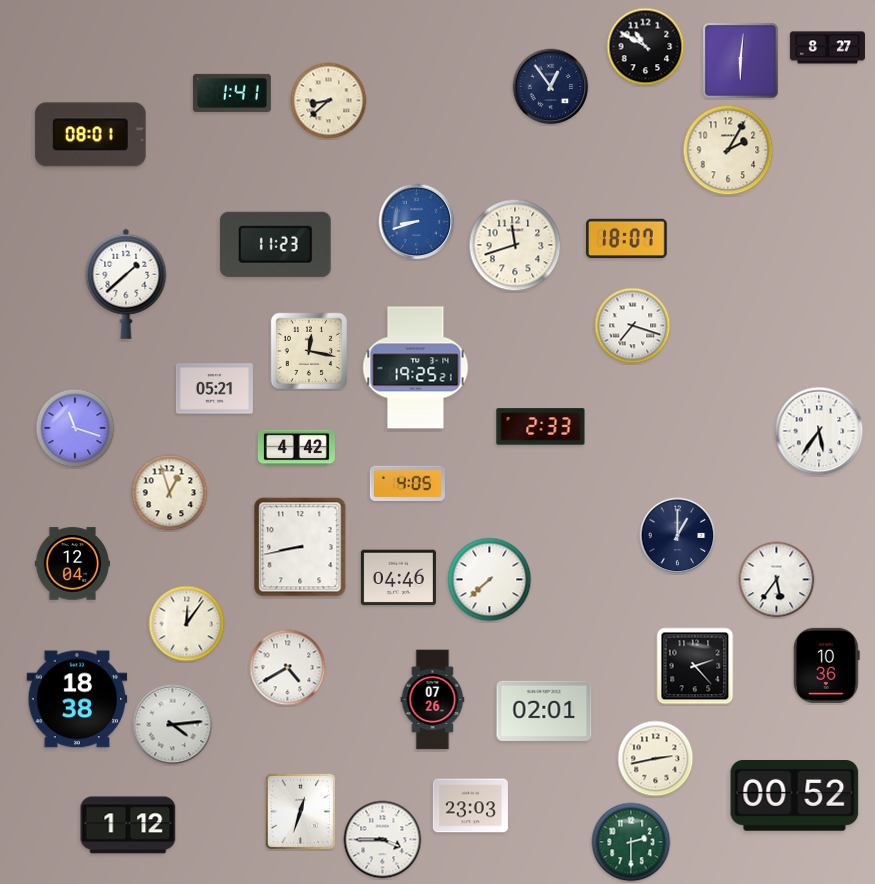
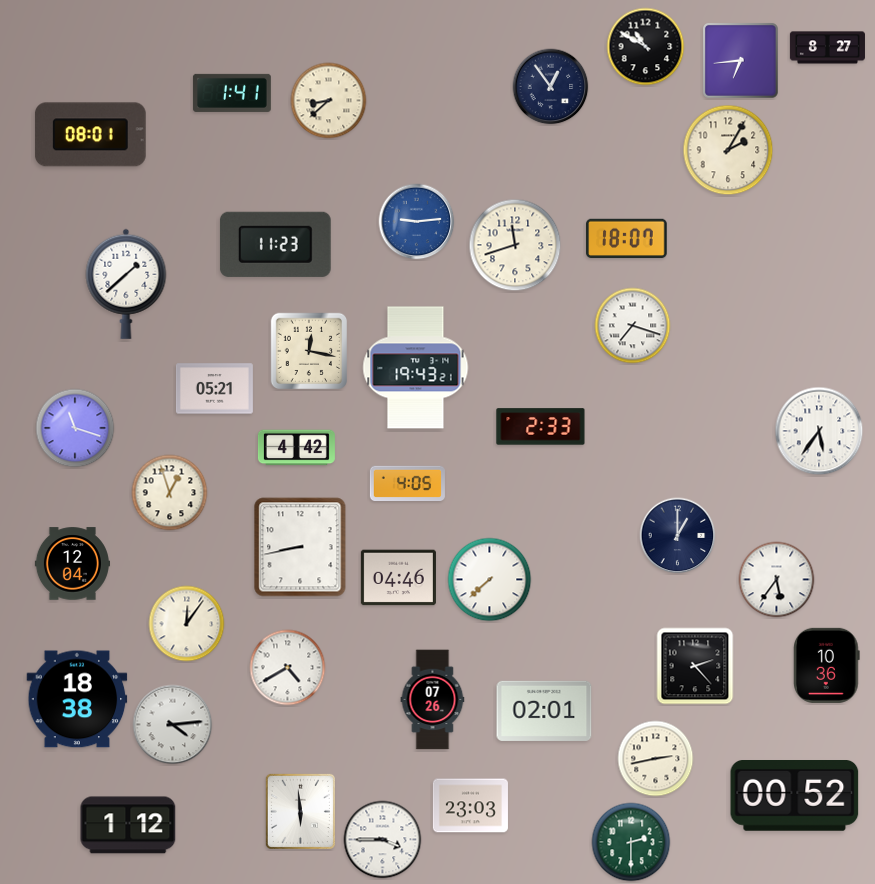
clock at (741, 61): 6:01 -> 6:44
clock at (417, 222): 8:42 -> 9:14
clock at (416, 368): 19:25 -> 19:43
clock at (300, 811): 12:33 -> 5:59
